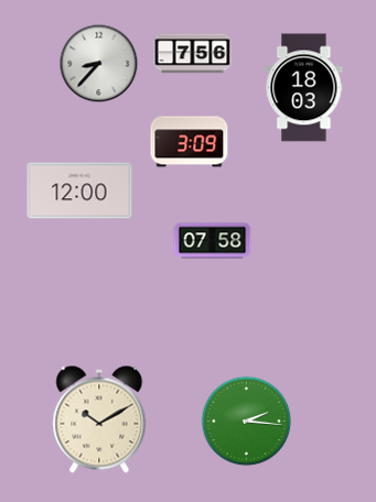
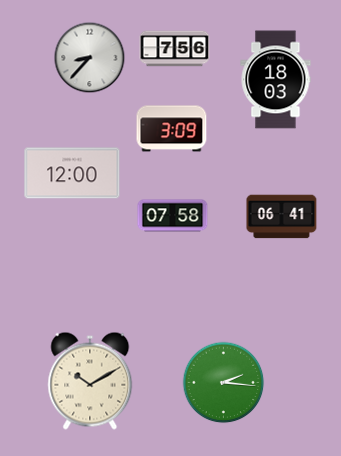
clock at (282, 217): none -> 06:41
clock at (213, 241) position: (213, 241) -> (173, 216)
